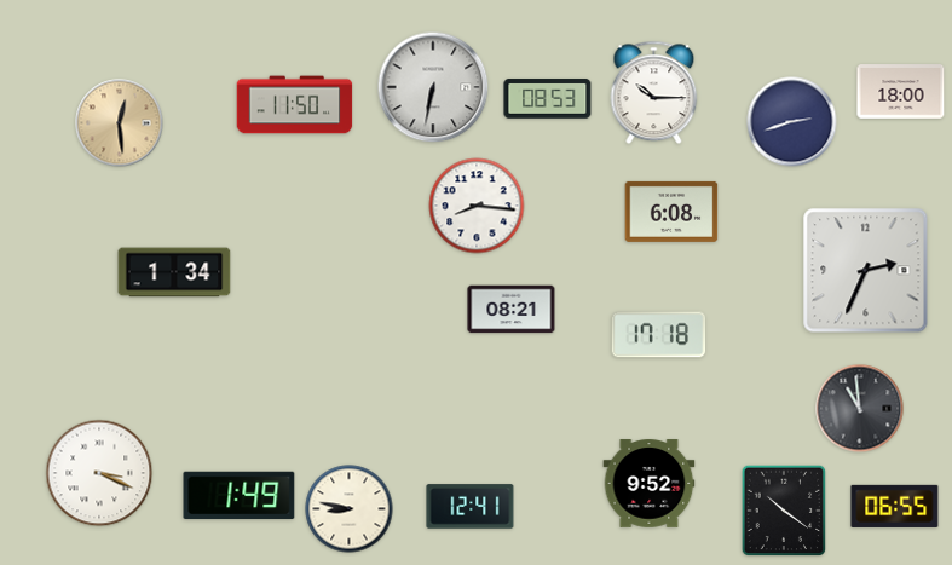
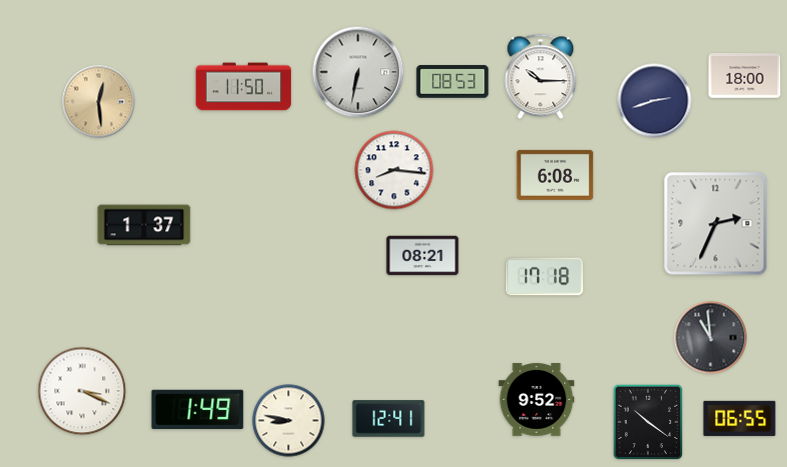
clock at (174, 272): 1:34 -> 1:37
